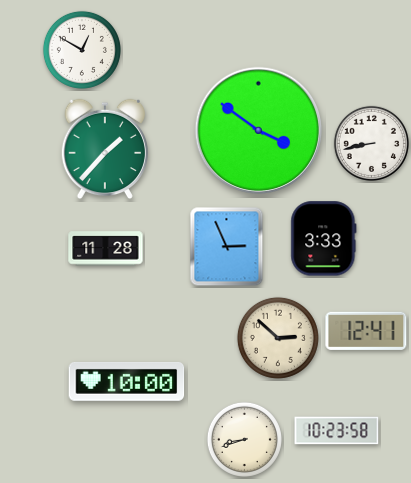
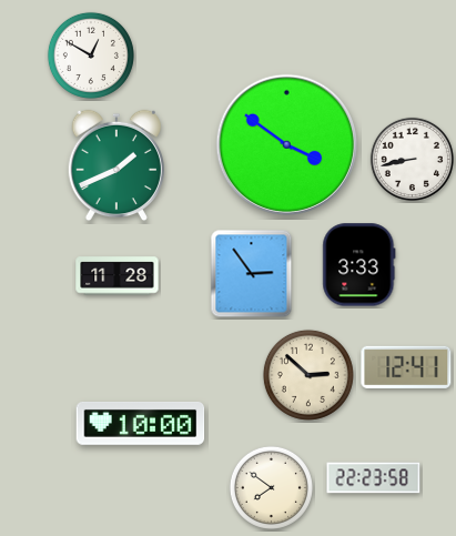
clock at (104, 149): 1:37 -> 1:41
clock at (227, 247): 2:56 -> 2:54
clock at (337, 431): 10:23 -> 22:23
clock at (244, 439): 8:42 -> 7:51
